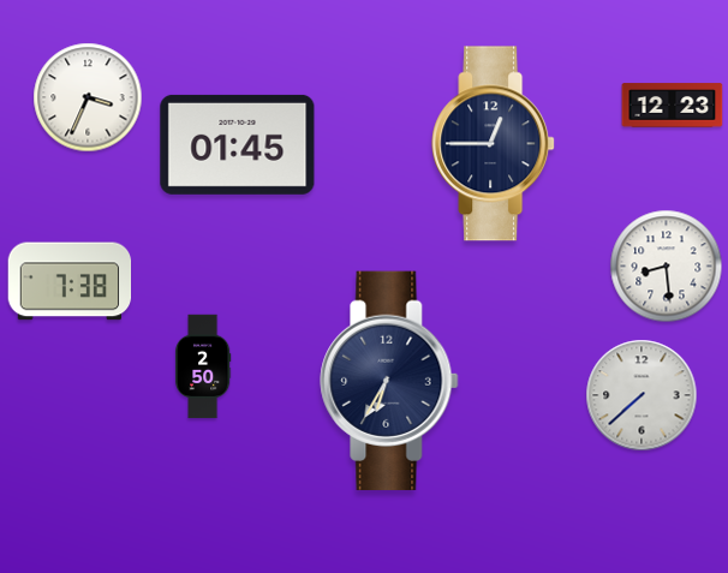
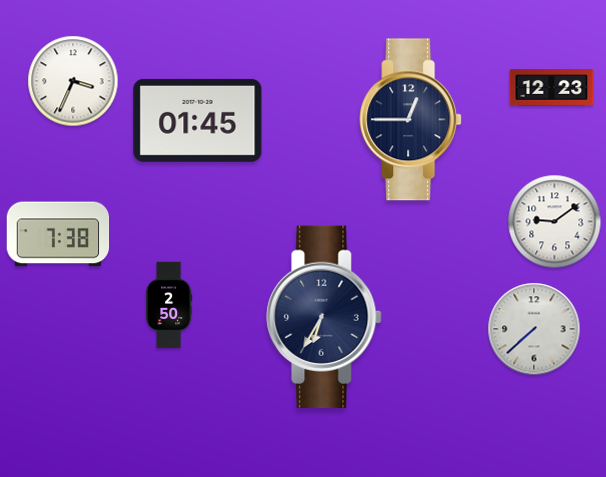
clock at (673, 106) position: (673, 106) -> (552, 88)
clock at (667, 267): 8:29 -> 9:09
